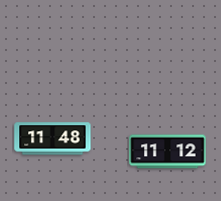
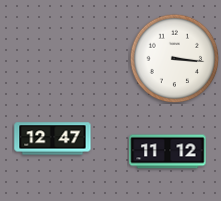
clock at (174, 58): none -> 3:16
clock at (53, 139): 11:48 -> 12:47
